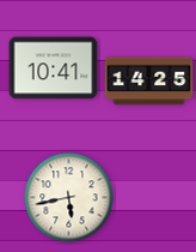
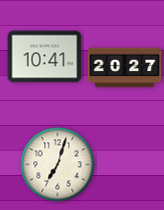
clock at (149, 82): 14:25 -> 20:27
clock at (69, 198): 5:43 -> 7:03
